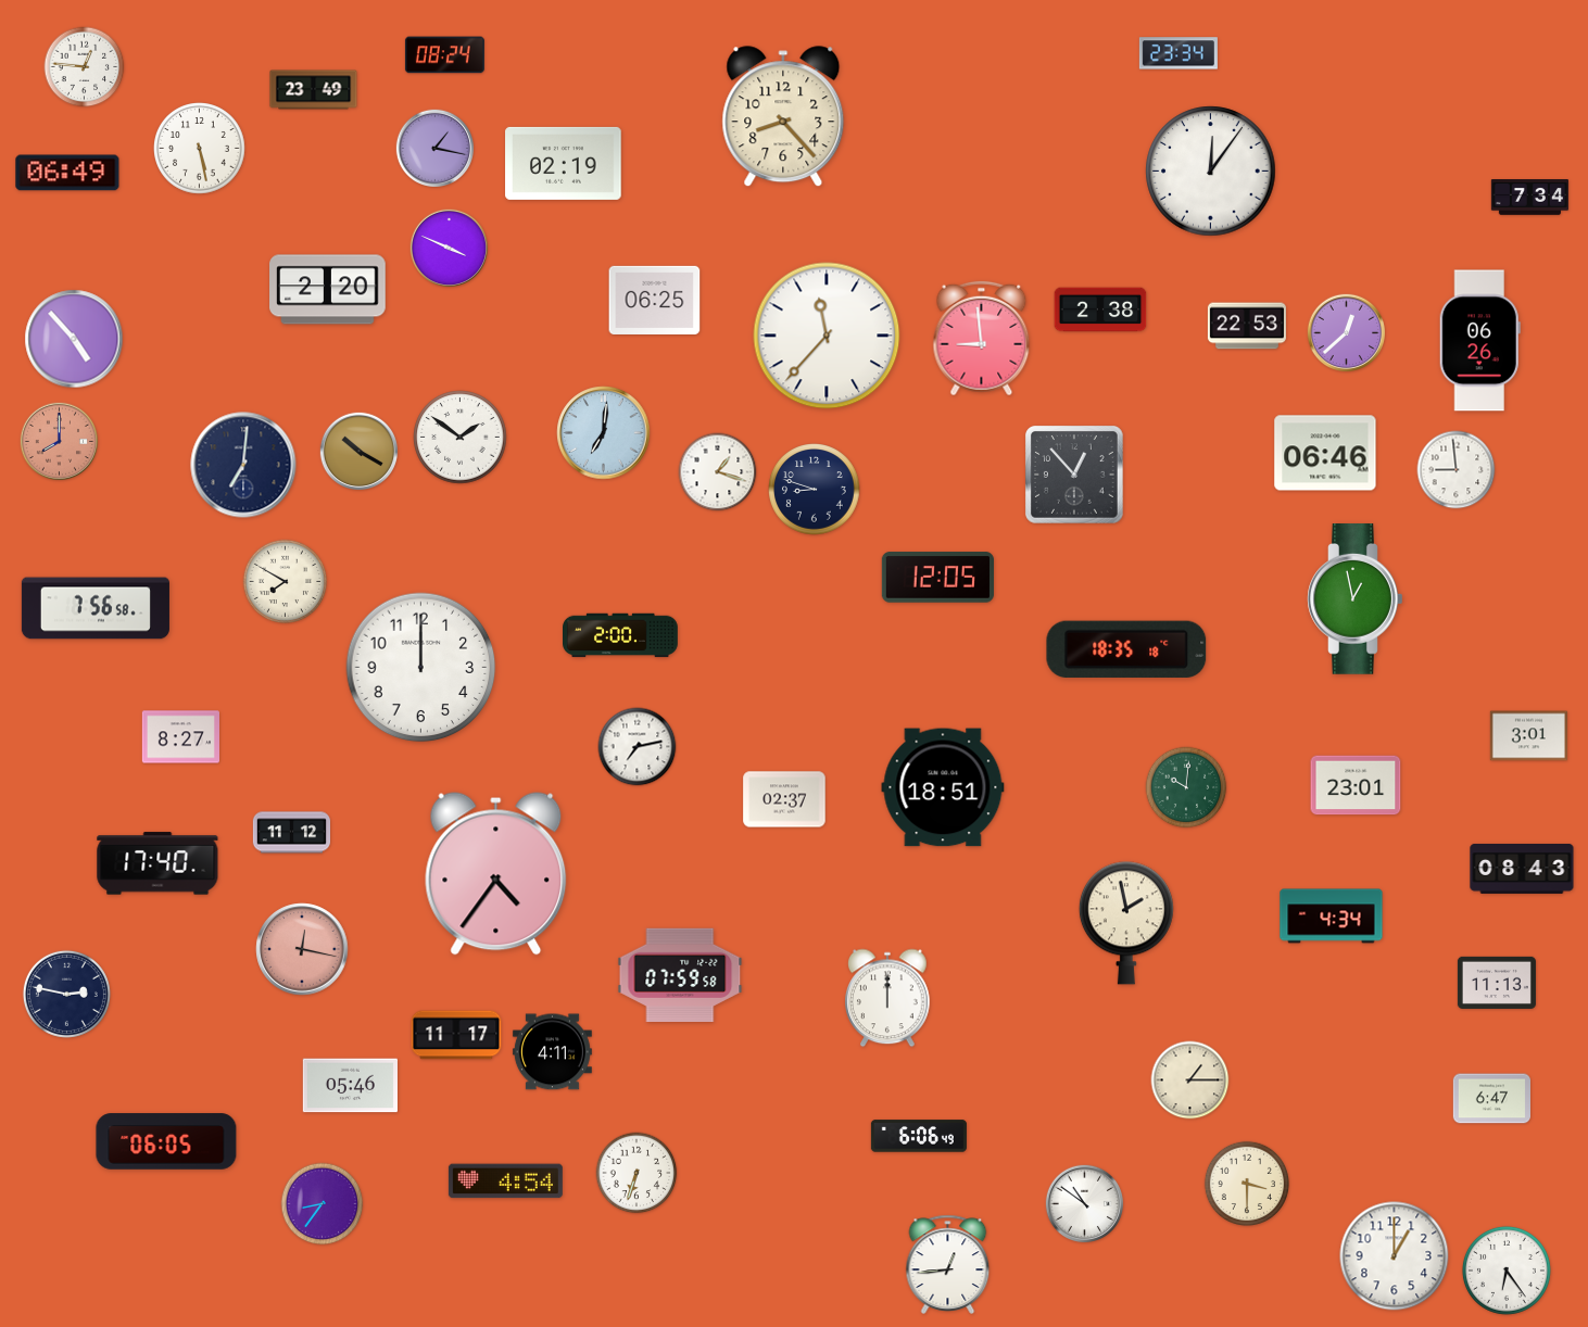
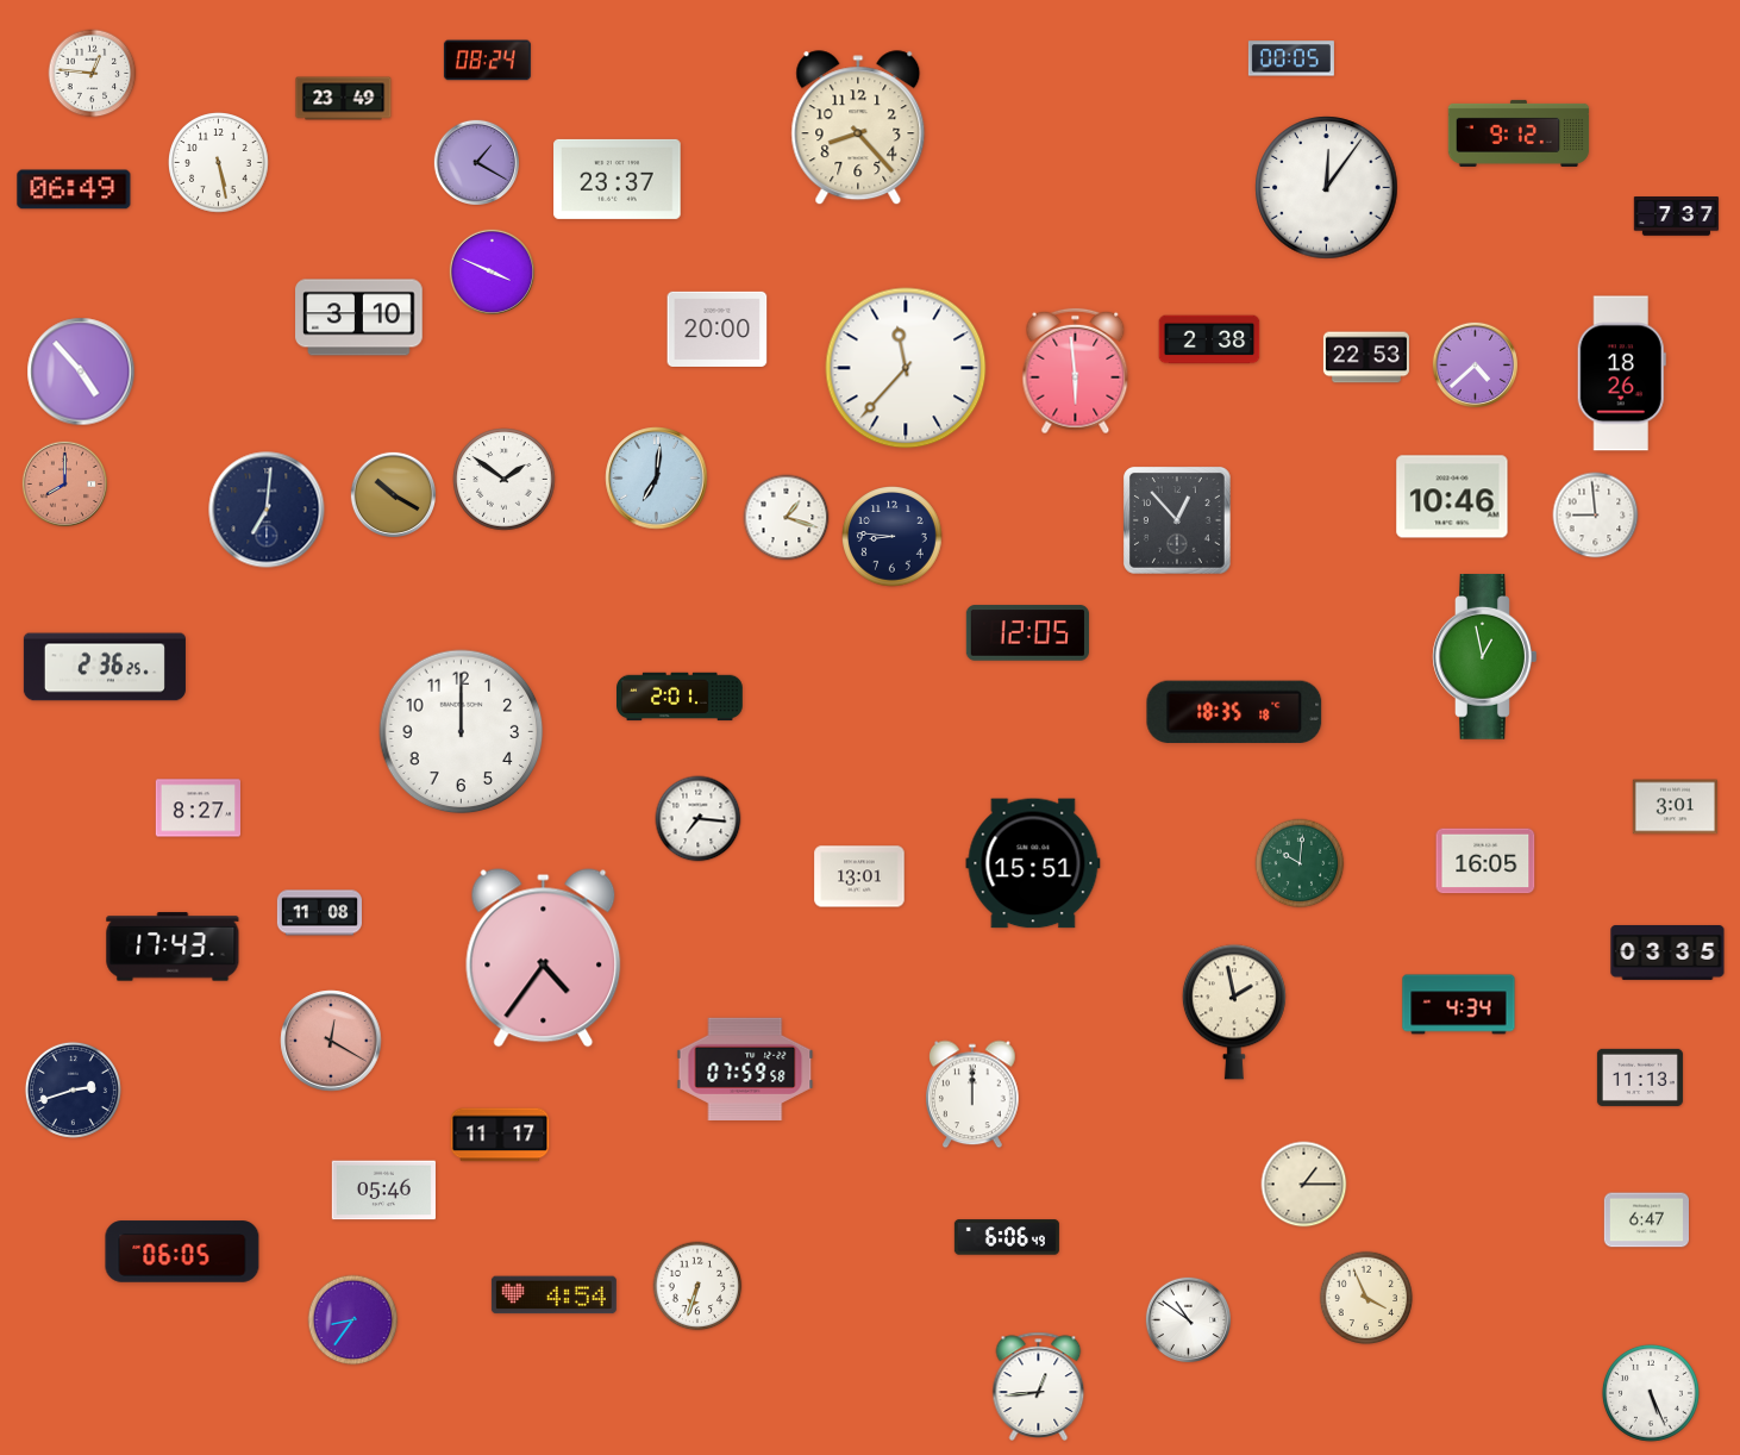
clock at (1179, 53): 23:34 -> 00:05
clock at (1519, 133): none -> 9:12
clock at (434, 148): 1:17 -> 1:20
clock at (564, 163): 02:19 -> 23:37
clock at (1529, 198): 7:34 -> 7:37
clock at (328, 290): 2:20 -> 3:10
clock at (655, 300): 06:25 -> 20:00
clock at (1100, 309) position: (1100, 309) -> (1209, 339)
clock at (1346, 332): 12:38 -> 4:38
clock at (982, 339): 8:59 -> 5:59
clock at (1479, 341): 06:26 -> 18:26
clock at (604, 433) position: (604, 433) -> (657, 479)
clock at (1325, 453): 06:46 -> 10:46
clock at (815, 490): 8:48 -> 8:46
clock at (286, 582): 7:50 -> none
clock at (96, 608): 7:56 -> 2:36
clock at (621, 635): 2:00 -> 2:01
clock at (638, 747): 7:13 -> 7:16
clock at (1356, 785): 23:01 -> 16:05
clock at (943, 787): 18:51 -> 15:51
clock at (784, 799): 02:37 -> 13:01
clock at (291, 833): 11:12 -> 11:08
clock at (157, 863): 17:40 -> 17:43
clock at (1522, 869): 08:43 -> 03:35
clock at (302, 949): 12:17 -> 12:20
clock at (66, 994): 2:47 -> 2:42
clock at (552, 1052): 4:11 -> none
clock at (1491, 1099) position: (1491, 1099) -> (1646, 1220)
clock at (919, 1136) position: (919, 1136) -> (1007, 1237)
clock at (1246, 1183): 3:30 -> 3:56
clock at (1395, 1256): 1:00 -> none
clock at (1507, 1271): 6:24 -> 5:26
